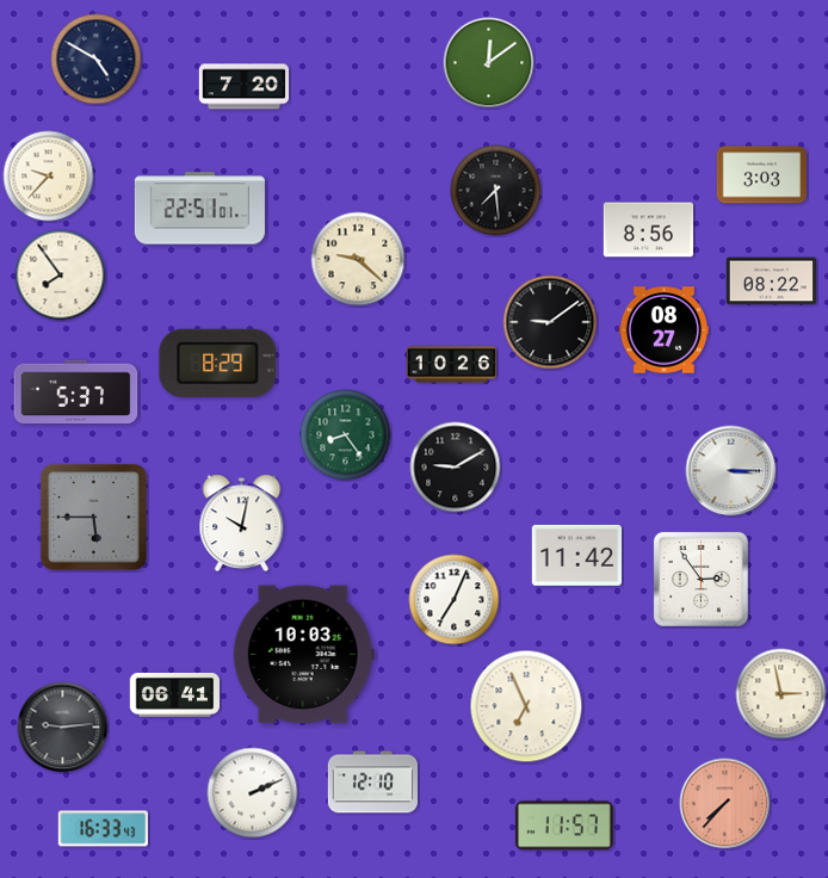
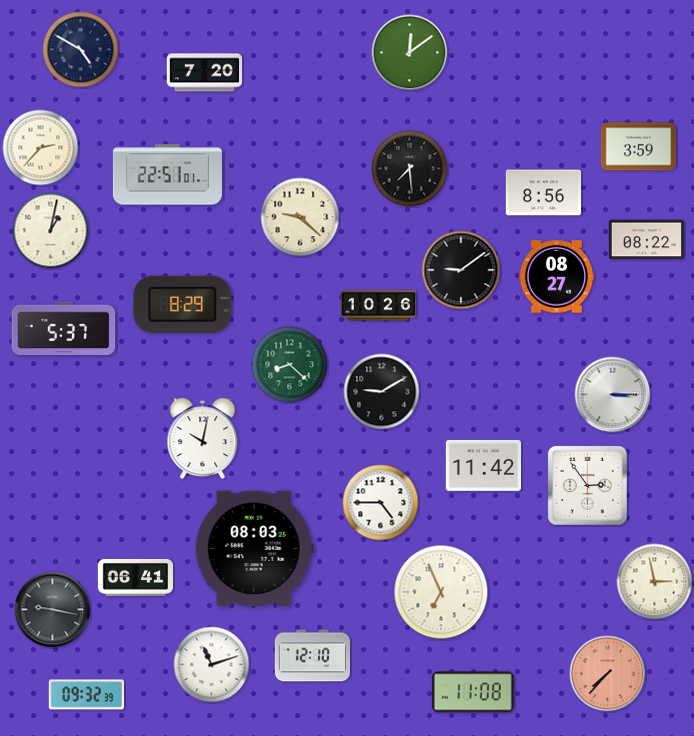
clock at (762, 175): 3:03 -> 3:59
clock at (49, 177): 9:37 -> 2:37
clock at (496, 191) position: (496, 191) -> (410, 169)
clock at (61, 276): 7:54 -> 1:02
clock at (772, 282) position: (772, 282) -> (647, 240)
clock at (346, 435): 8:24 -> 8:22
clock at (94, 518): 5:45 -> none
clock at (455, 600): 7:04 -> 4:45
clock at (303, 655): 10:03 -> 08:03
clock at (175, 694) position: (175, 694) -> (136, 577)
clock at (63, 728): 9:14 -> 9:17
clock at (253, 793): 2:11 -> 11:12
clock at (564, 826): 11:57 -> 11:08
clock at (103, 829): 16:33 -> 09:32
